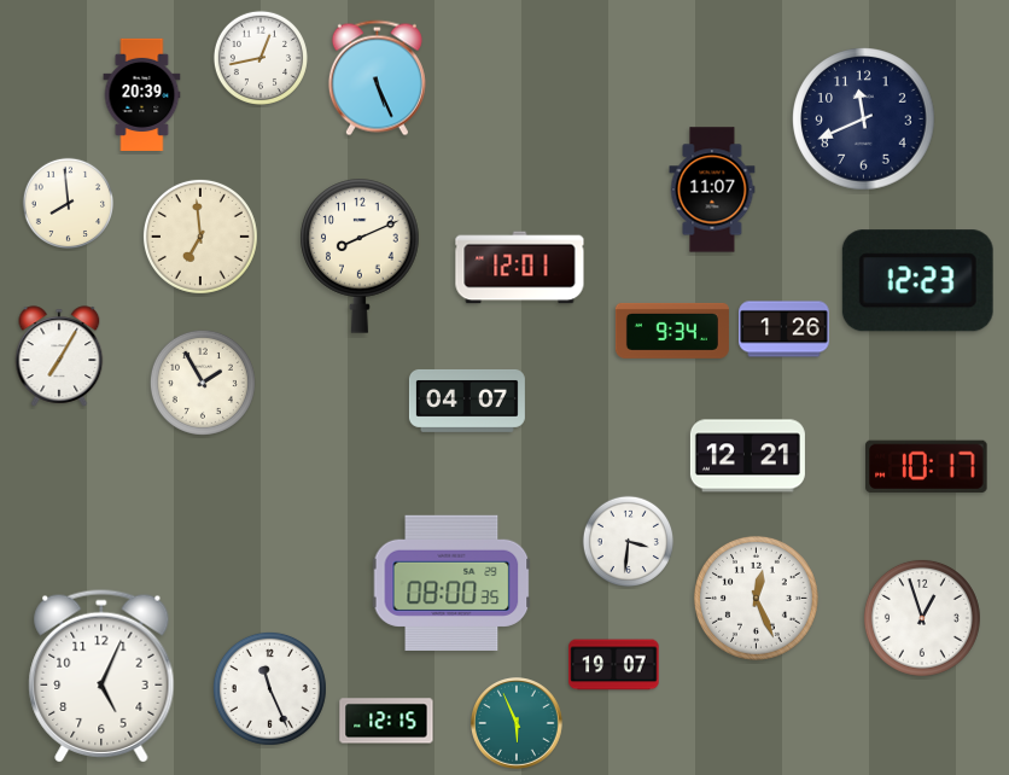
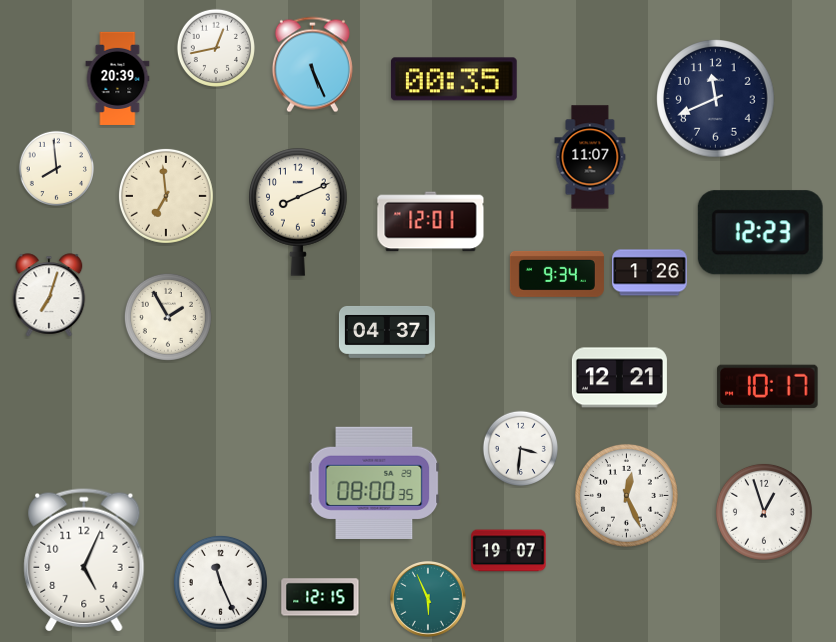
clock at (454, 79): none -> 00:35
clock at (59, 356): 7:05 -> 7:03
clock at (467, 401): 04:07 -> 04:37
clock at (269, 688) position: (269, 688) -> (220, 582)
